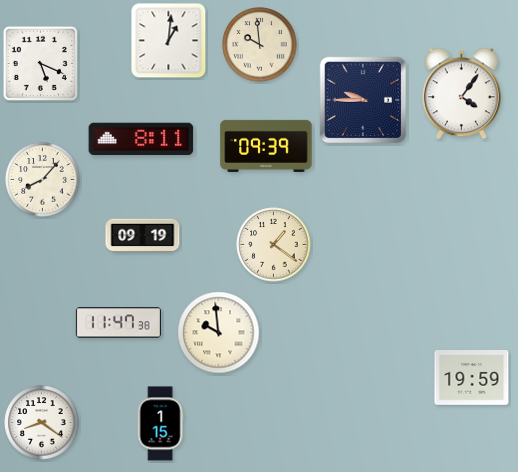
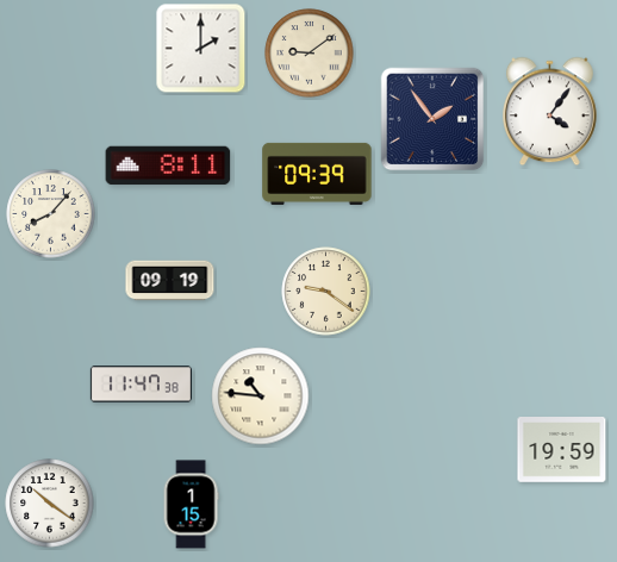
clock at (169, 41): 1:01 -> 2:00
clock at (260, 45): 9:59 -> 9:09
clock at (40, 63): 5:19 -> none
clock at (363, 100): 9:45 -> 1:54
clock at (274, 245): 1:21 -> 9:21
clock at (219, 333): 9:59 -> 10:46
clock at (42, 423): 8:21 -> 10:21
